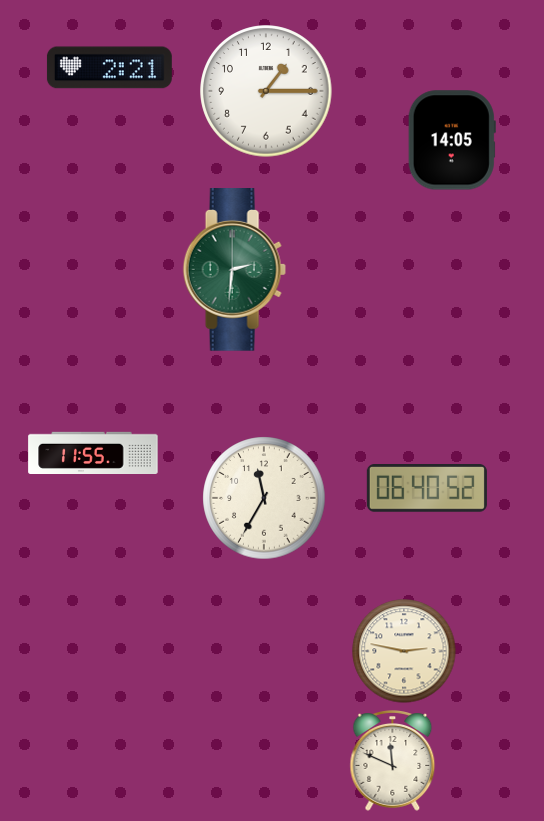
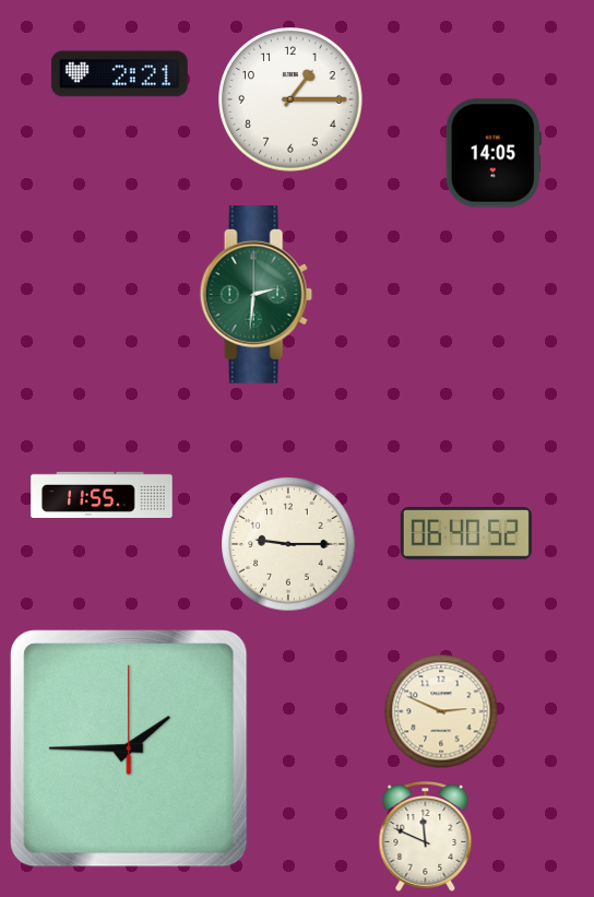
clock at (264, 498): 11:35 -> 9:15
clock at (404, 651): 2:47 -> 2:49
clock at (129, 748): none -> 1:45
clock at (393, 761) position: (393, 761) -> (426, 837)
